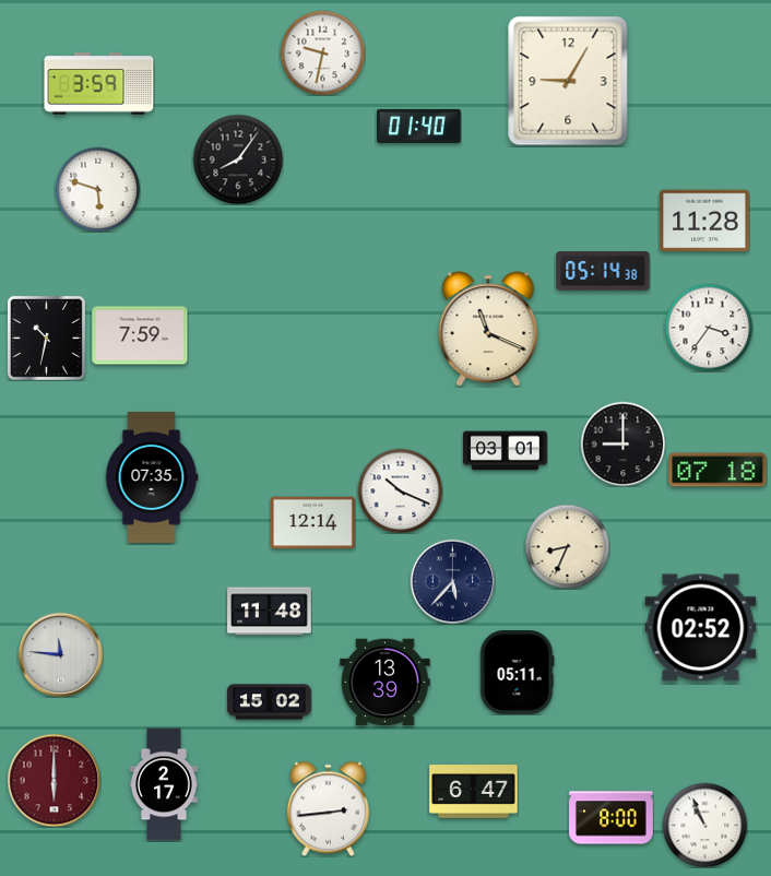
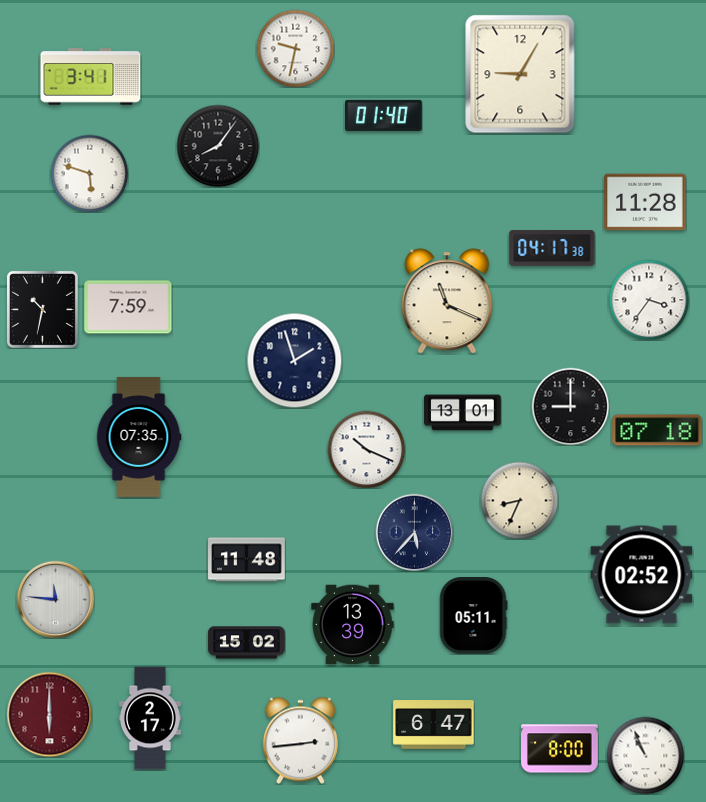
clock at (99, 84): 3:59 -> 3:41
clock at (603, 271): 05:14 -> 04:17
clock at (294, 360): none -> 1:57
clock at (506, 451): 03:01 -> 13:01
clock at (313, 523): 12:14 -> none
